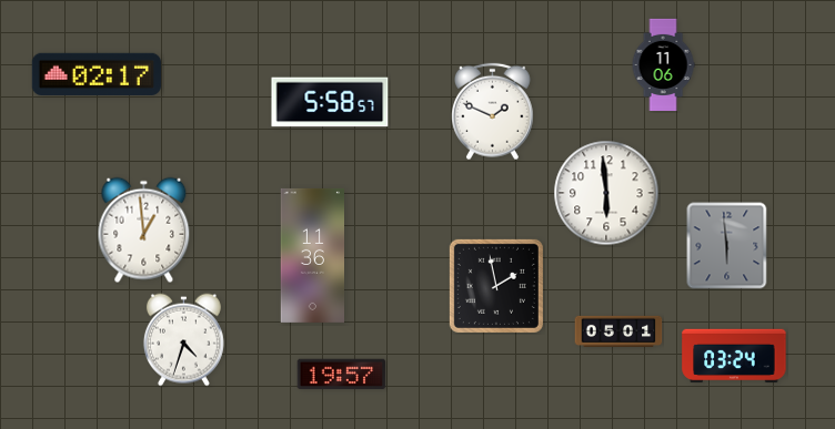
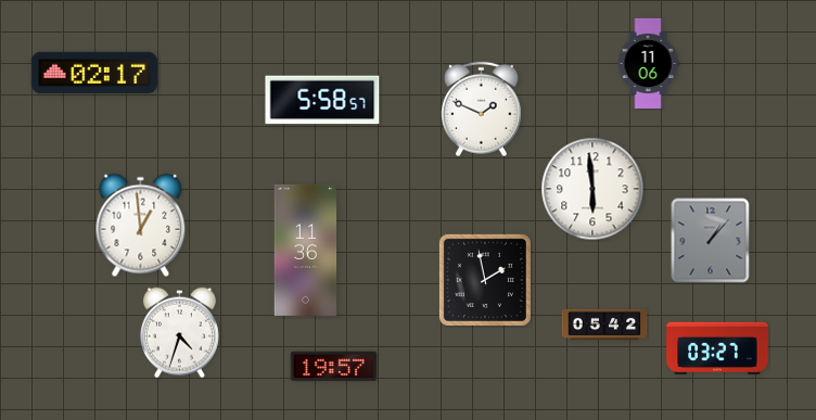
clock at (727, 246): 5:59 -> 1:07
clock at (618, 331): 05:01 -> 05:42
clock at (734, 356): 03:24 -> 03:27
